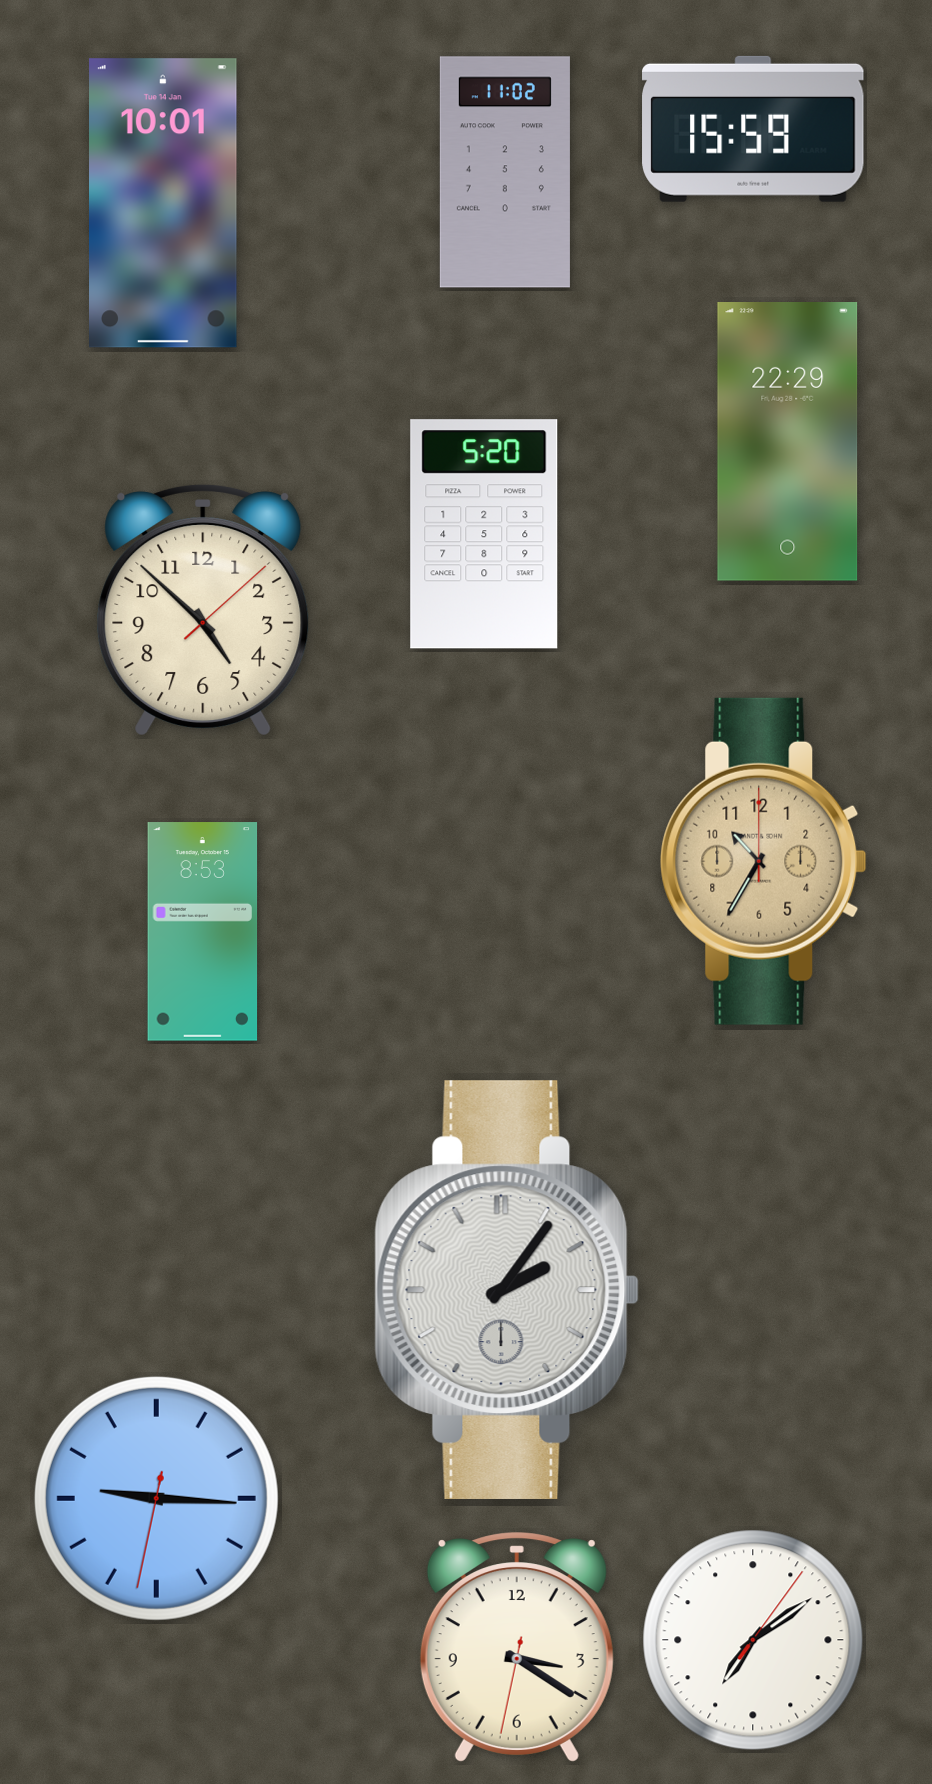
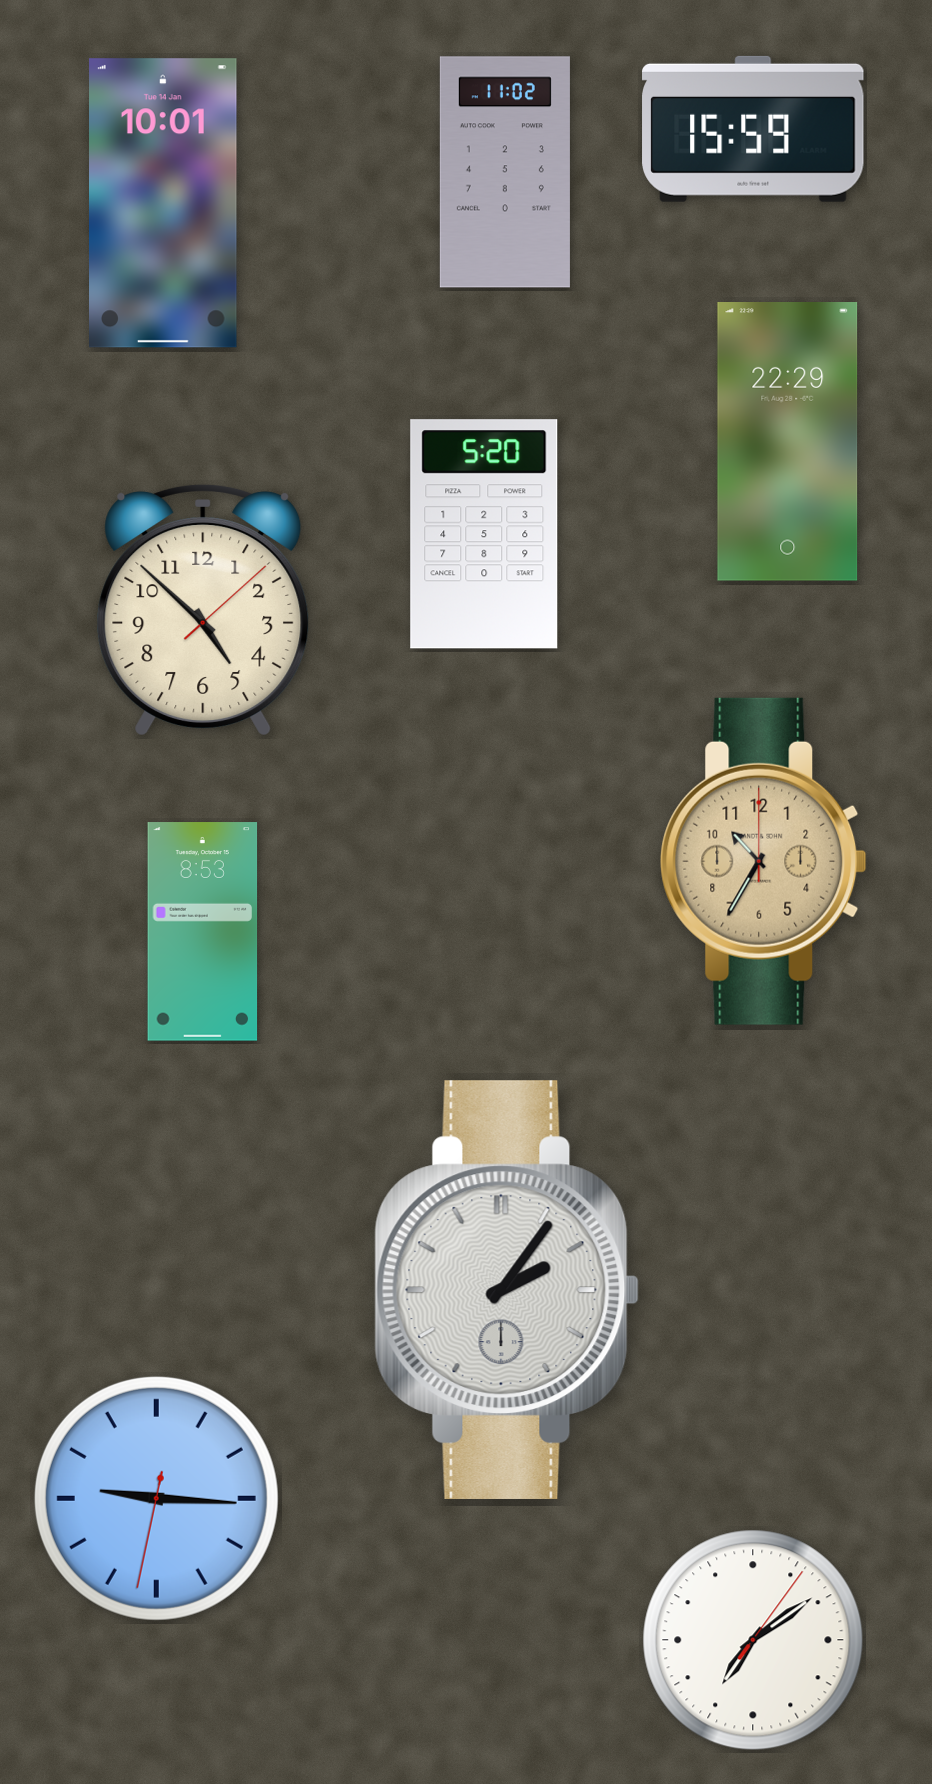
clock at (517, 1647): 3:20 -> none
